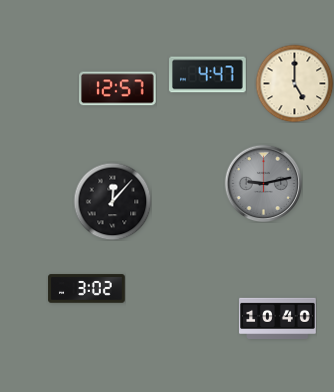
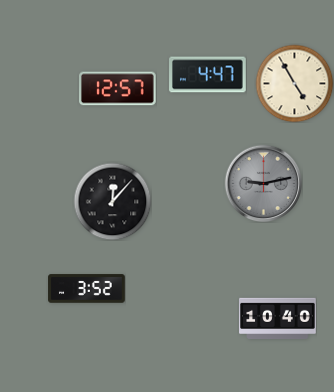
clock at (294, 83): 5:00 -> 4:55
clock at (87, 289): 3:02 -> 3:52
